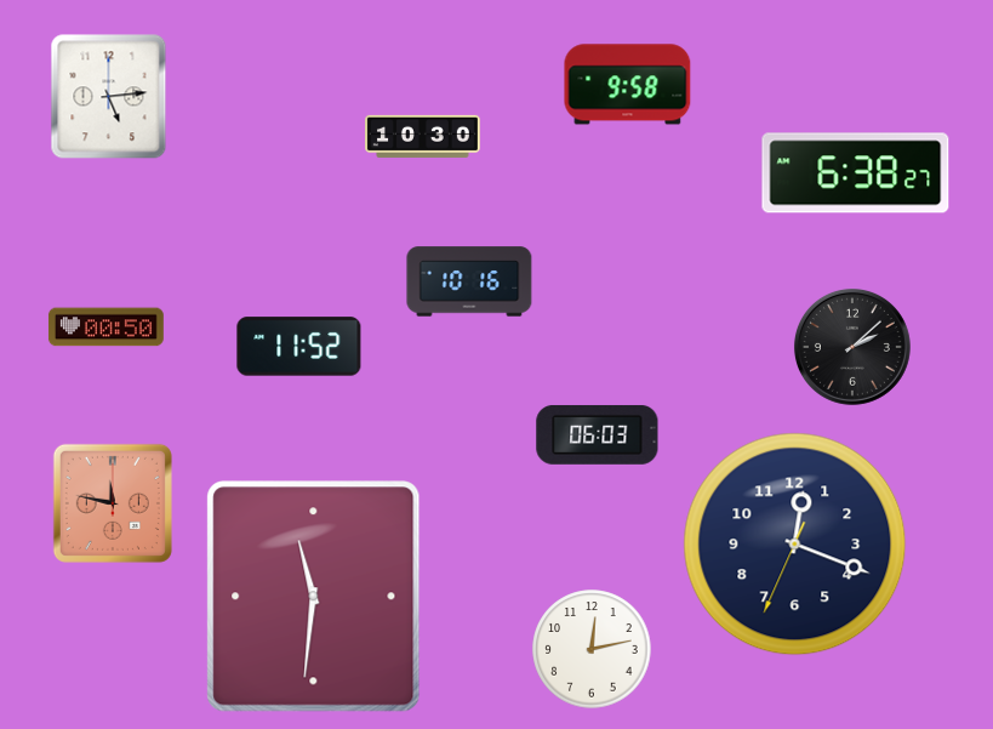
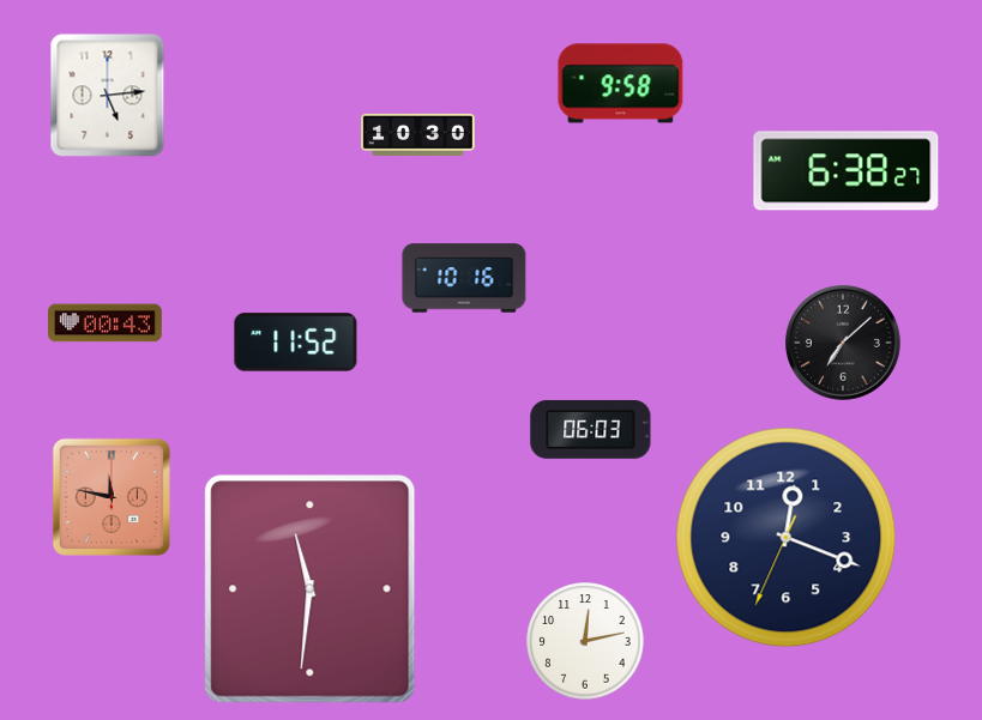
clock at (105, 328): 00:50 -> 00:43
clock at (852, 347): 2:08 -> 7:08
